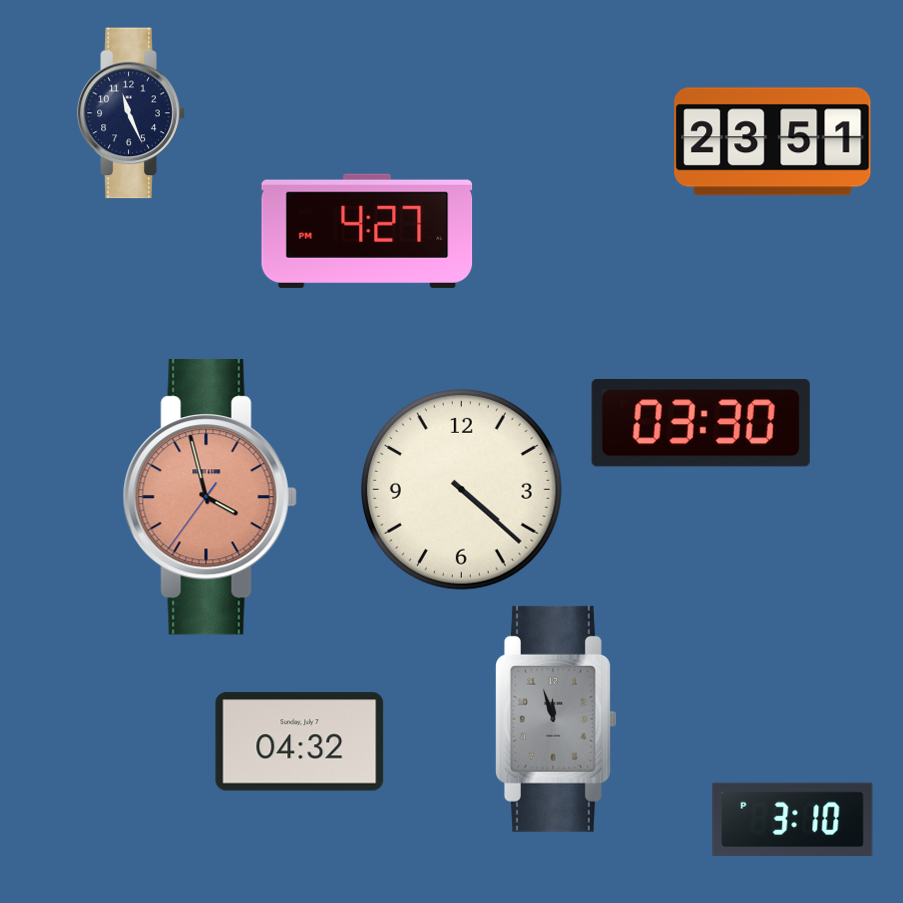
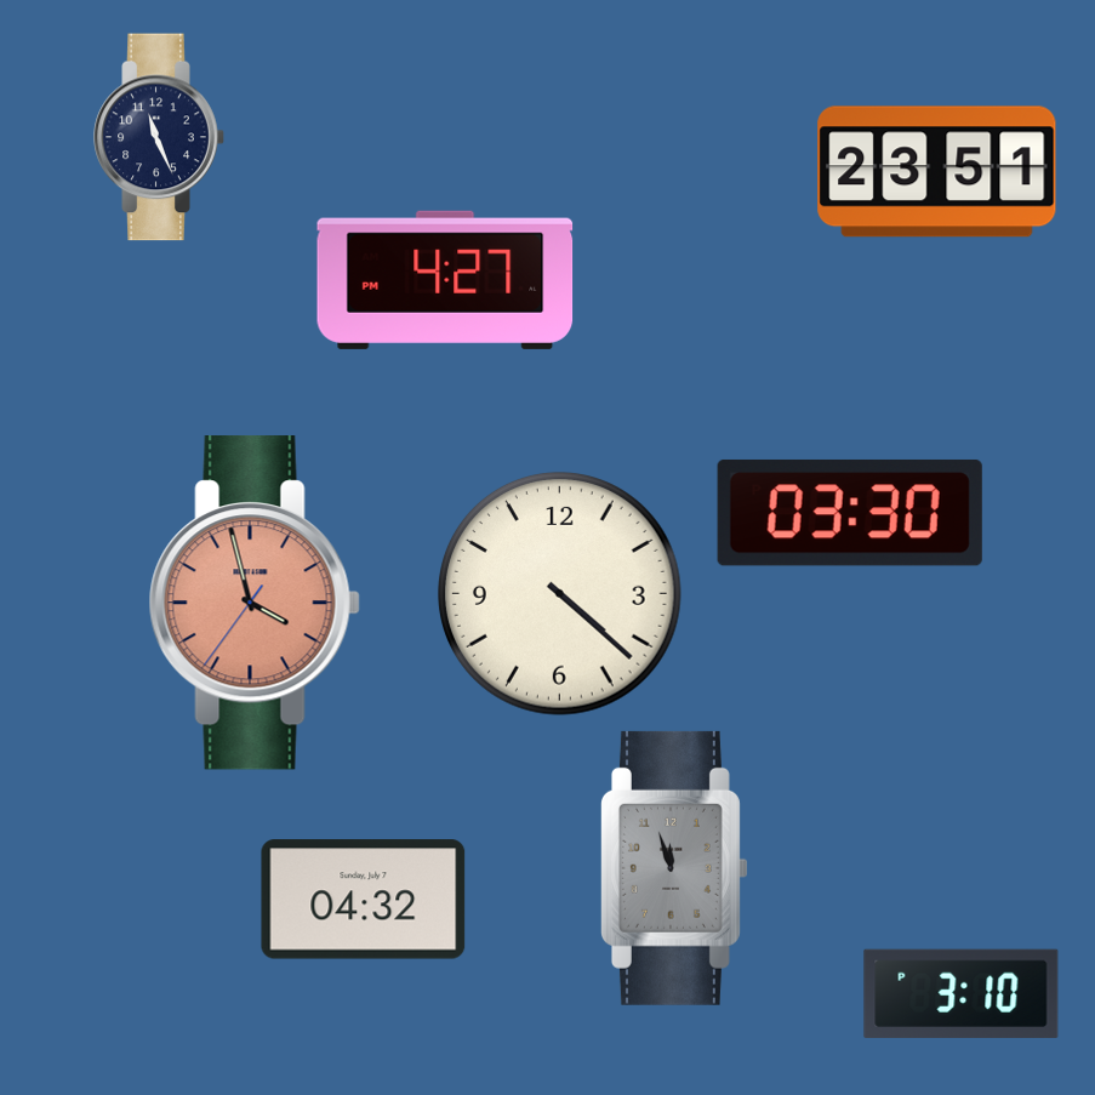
clock at (556, 719) position: (556, 719) -> (674, 868)
